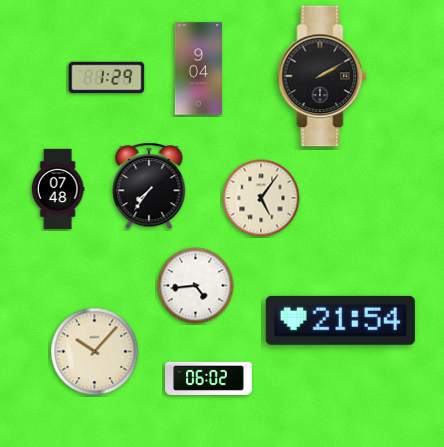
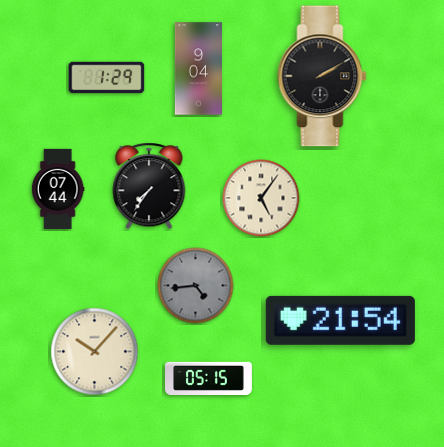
clock at (58, 189): 07:48 -> 07:44
clock at (196, 286) dial: white -> grey
clock at (209, 378): 06:02 -> 05:15
